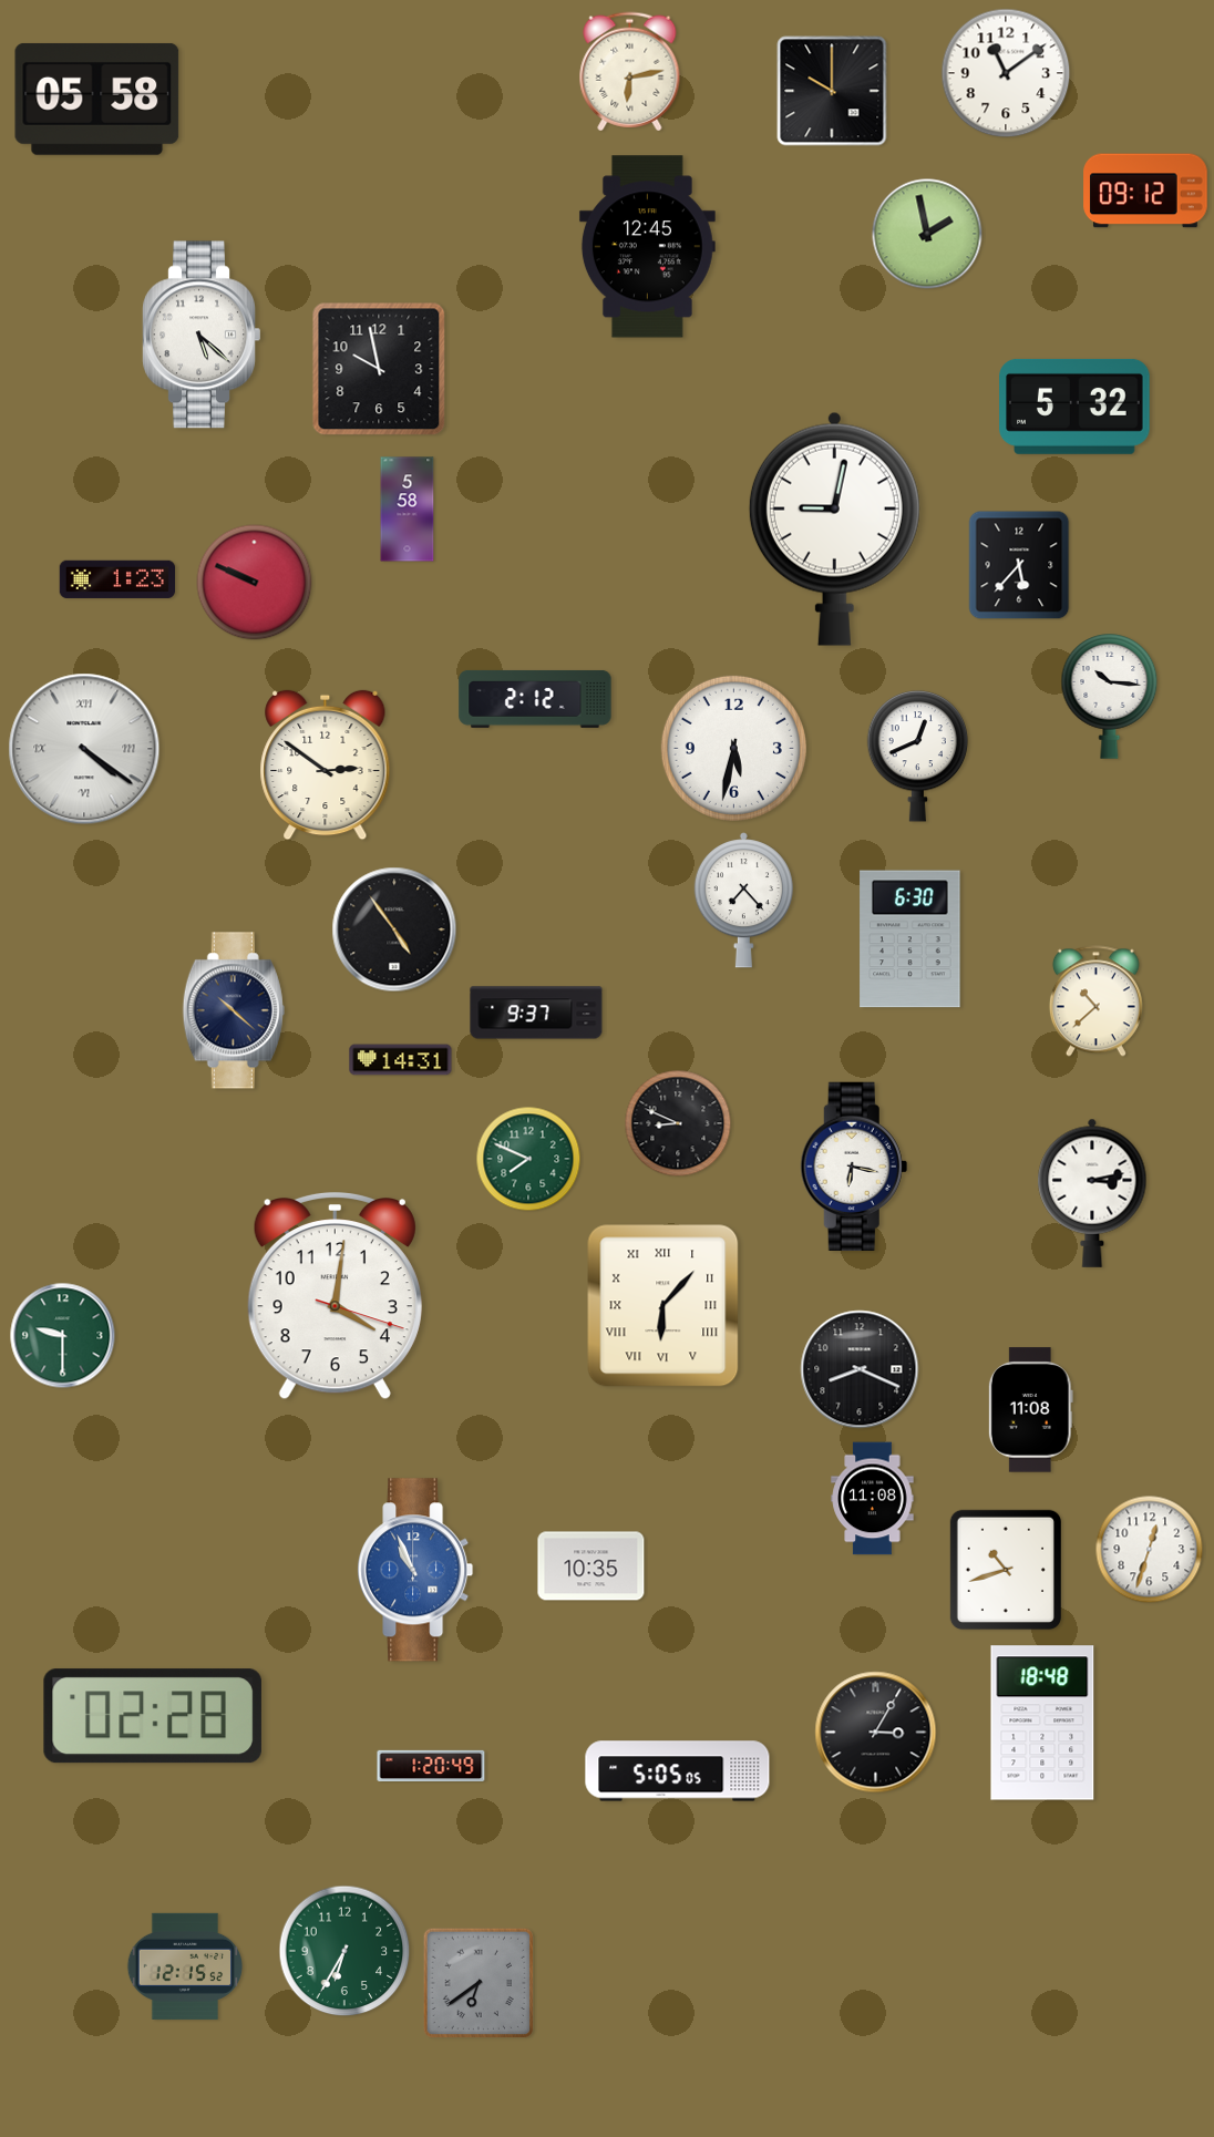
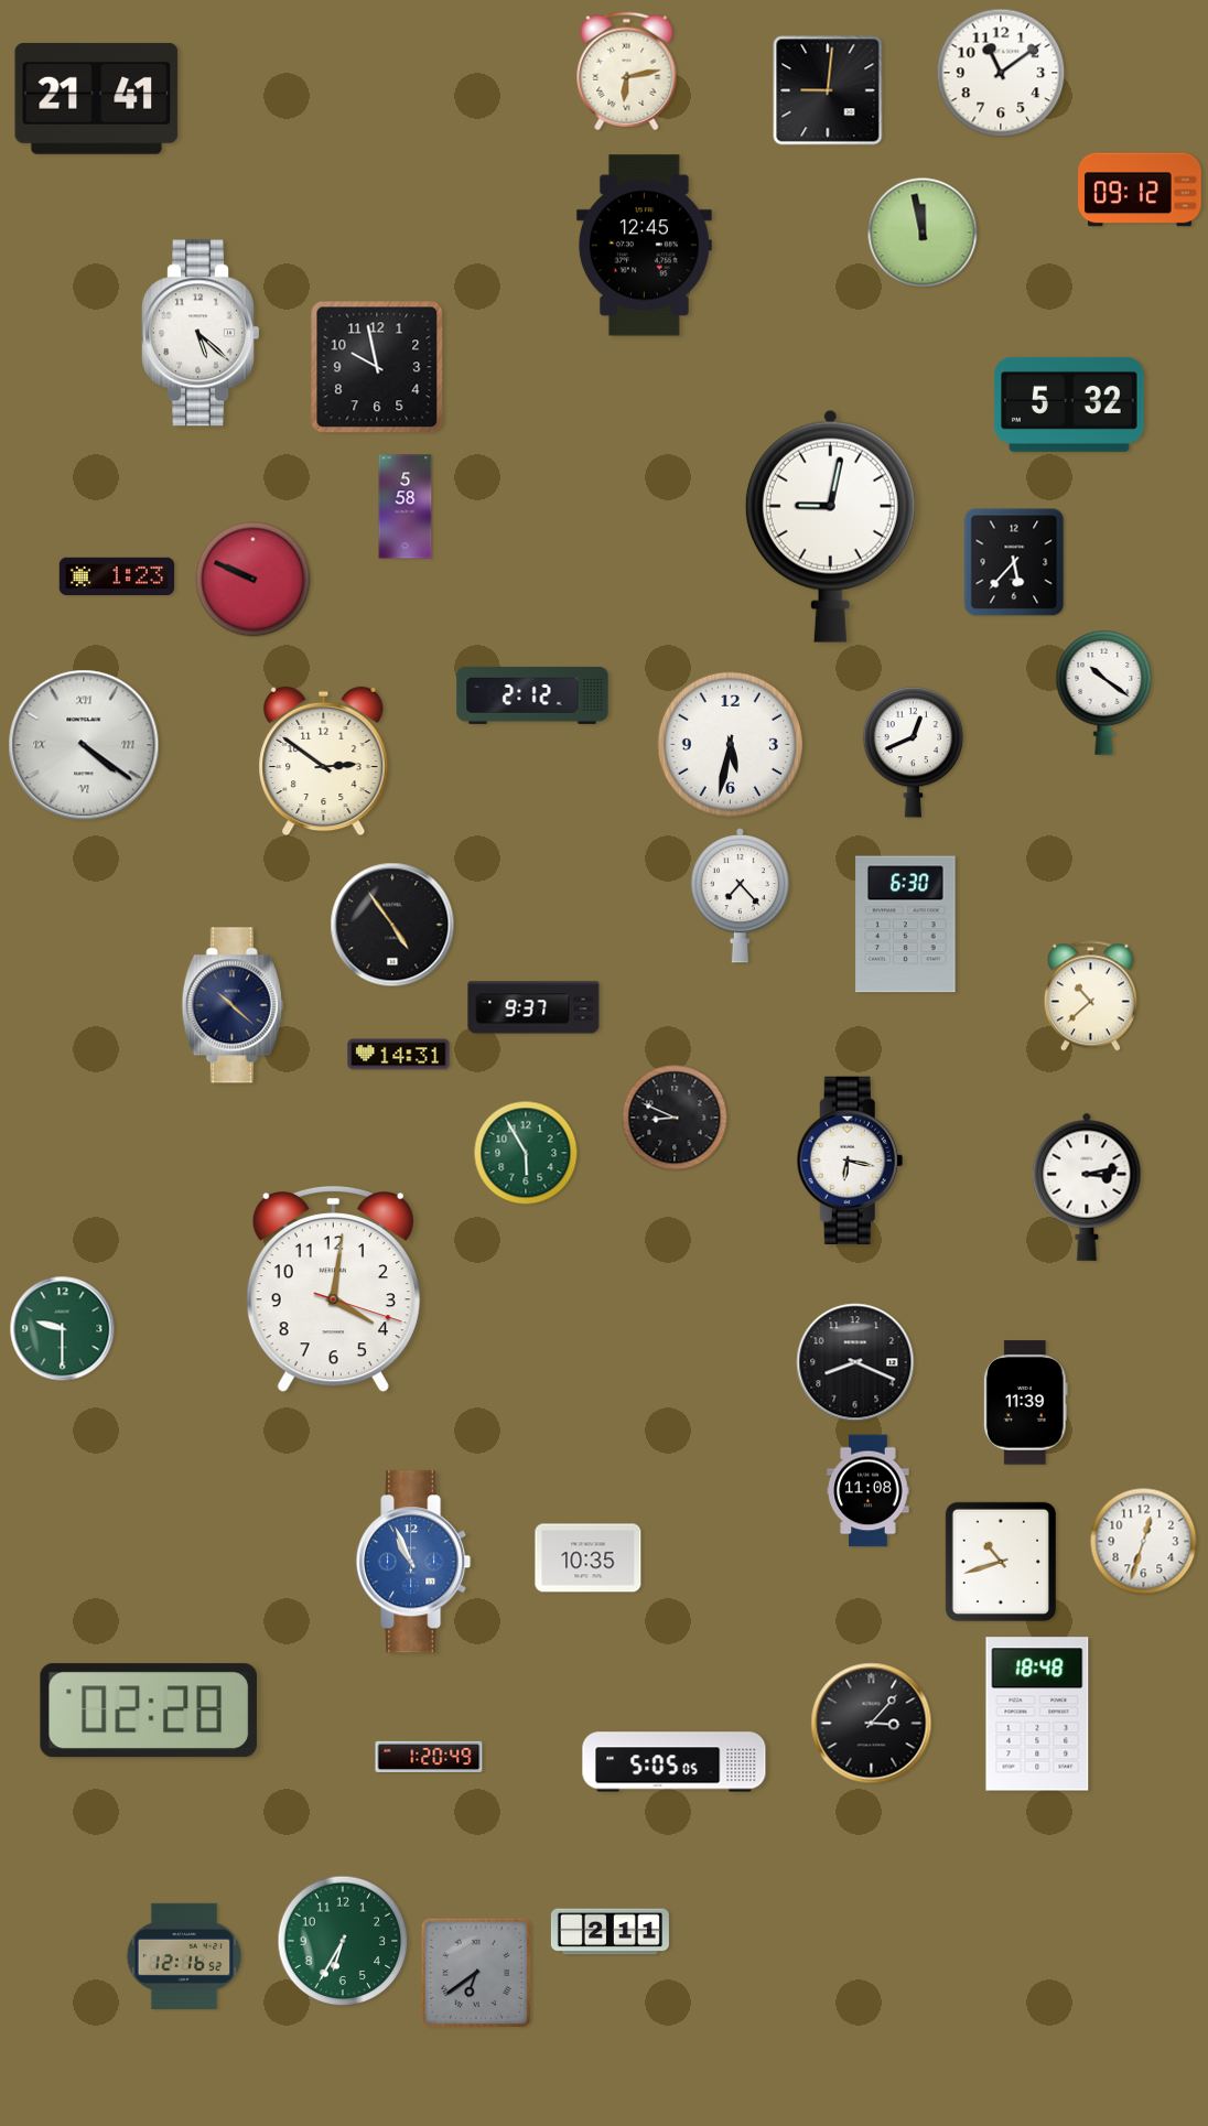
clock at (832, 91): 10:00 -> 9:01
clock at (97, 99): 05:58 -> 21:41
clock at (927, 234): 1:58 -> 11:58
clock at (1110, 697): 10:16 -> 10:21
clock at (910, 939) position: (910, 939) -> (906, 925)
clock at (528, 1159): 7:49 -> 5:55
clock at (663, 1306): 6:07 -> none
clock at (1030, 1410): 11:08 -> 11:39
clock at (153, 1716) position: (153, 1716) -> (149, 1710)
clock at (876, 1733): 3:05 -> 3:07
clock at (610, 1932): none -> 2:11
clock at (185, 1966): 12:15 -> 12:16
